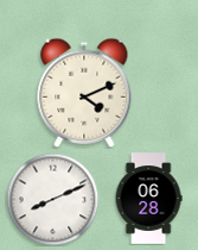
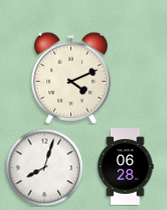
clock at (52, 199): 8:11 -> 8:03
